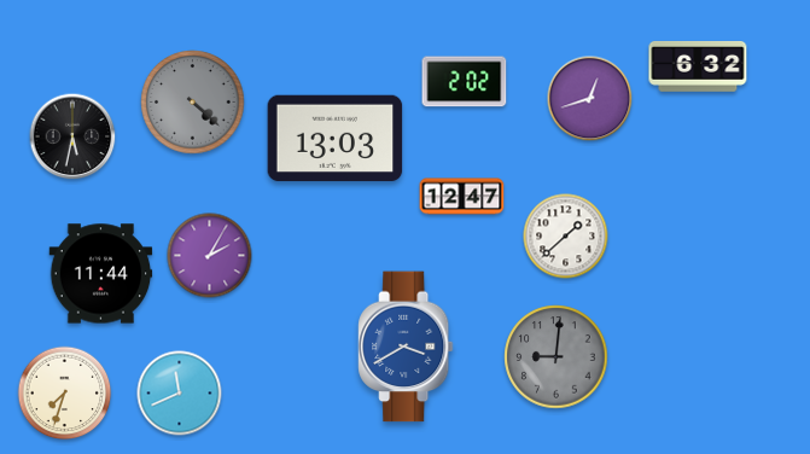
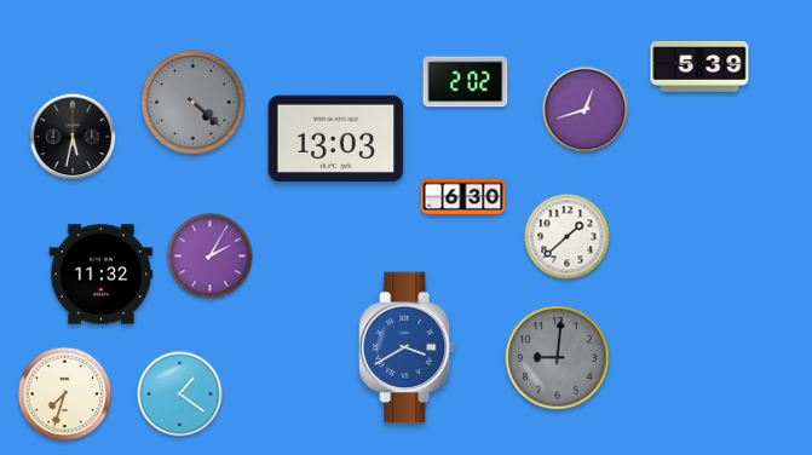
clock at (698, 68): 6:32 -> 5:39
clock at (590, 99) position: (590, 99) -> (586, 110)
clock at (462, 197): 12:47 -> 6:30
clock at (101, 274): 11:44 -> 11:32
clock at (180, 394): 11:41 -> 1:21
